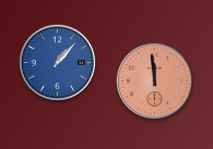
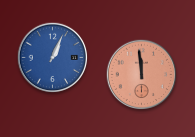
clock at (58, 63): 1:07 -> 1:04
